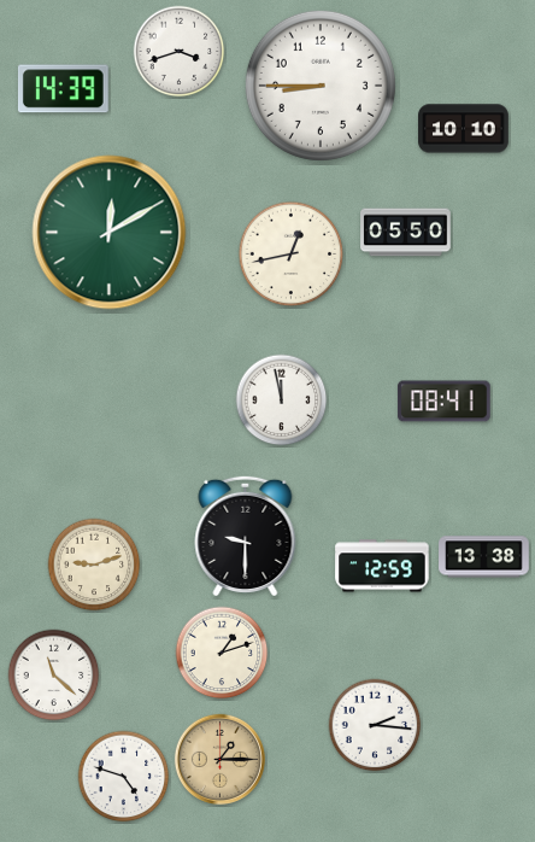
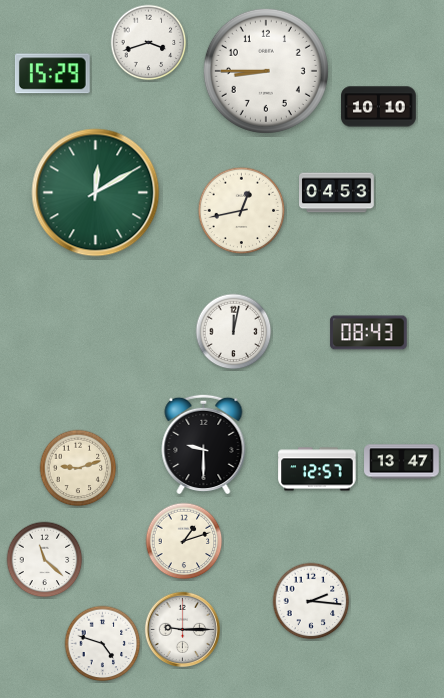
clock at (63, 89): 14:39 -> 15:29
clock at (464, 129) position: (464, 129) -> (379, 107)
clock at (110, 233) position: (110, 233) -> (96, 193)
clock at (406, 233): 05:50 -> 04:53
clock at (282, 400): 11:58 -> 12:02
clock at (445, 402): 08:41 -> 08:43
clock at (484, 557): 13:38 -> 13:47
clock at (382, 566): 12:59 -> 12:57
clock at (219, 759): 1:15 -> 9:15
clock at (219, 759) dial: champagne -> white
